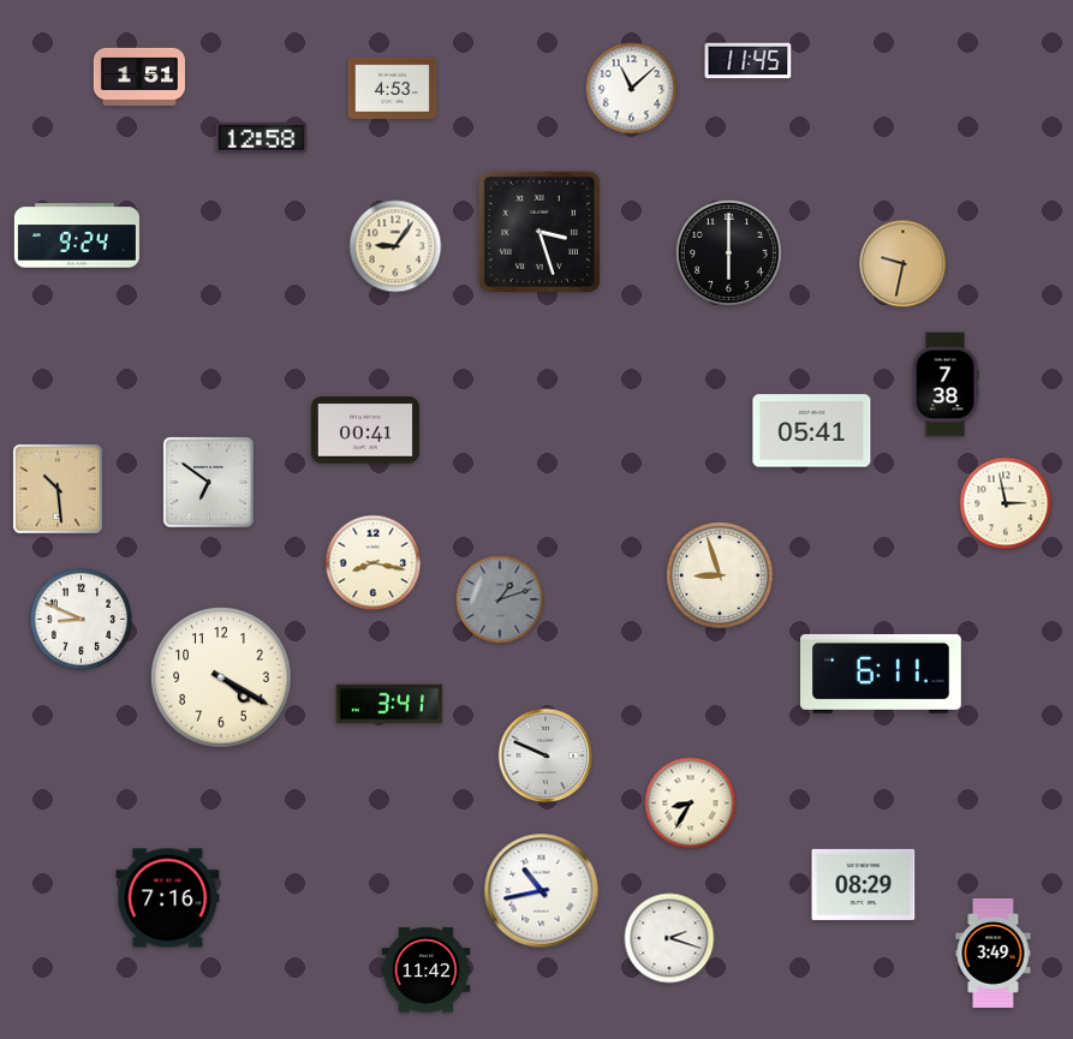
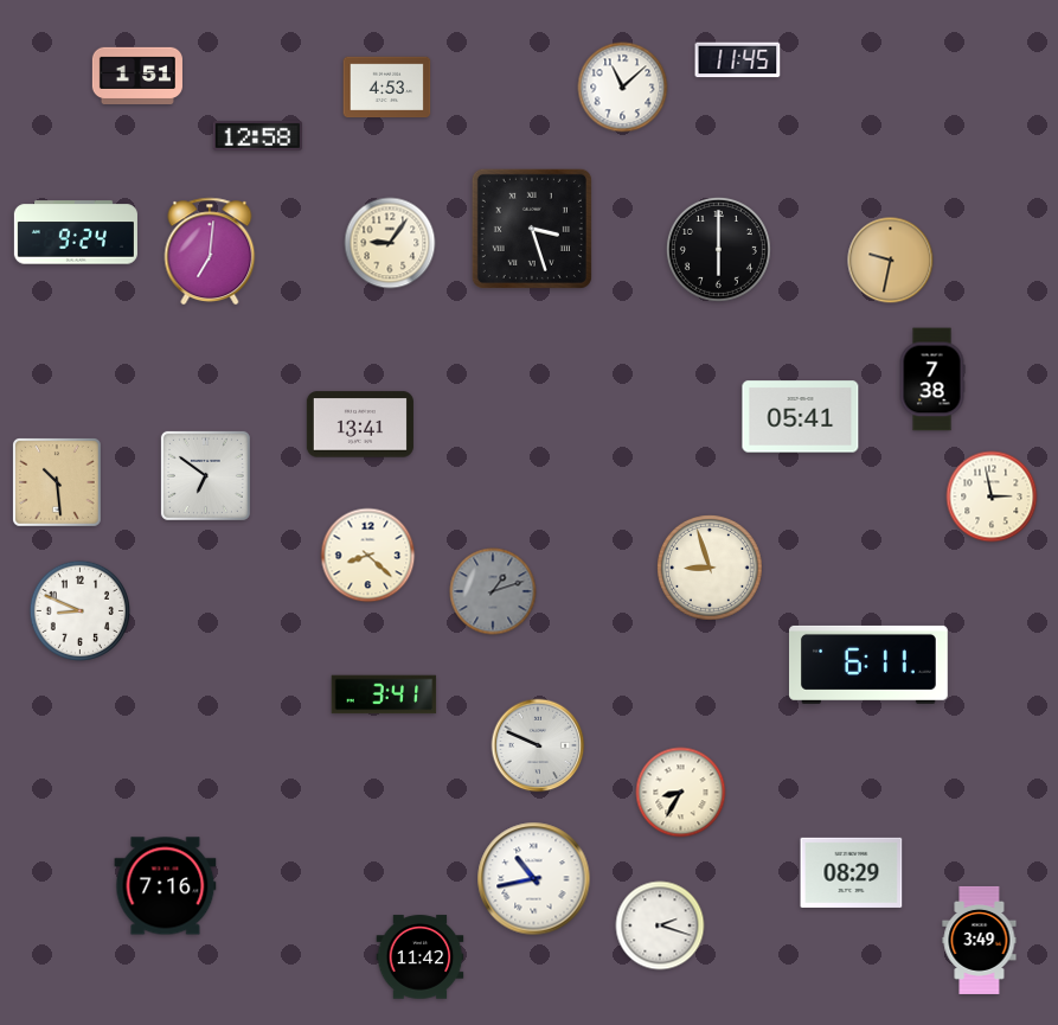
clock at (210, 251): none -> 7:01
clock at (365, 430): 00:41 -> 13:41
clock at (812, 431) position: (812, 431) -> (801, 417)
clock at (374, 563): 8:17 -> 8:22
clock at (221, 677): 4:20 -> none
